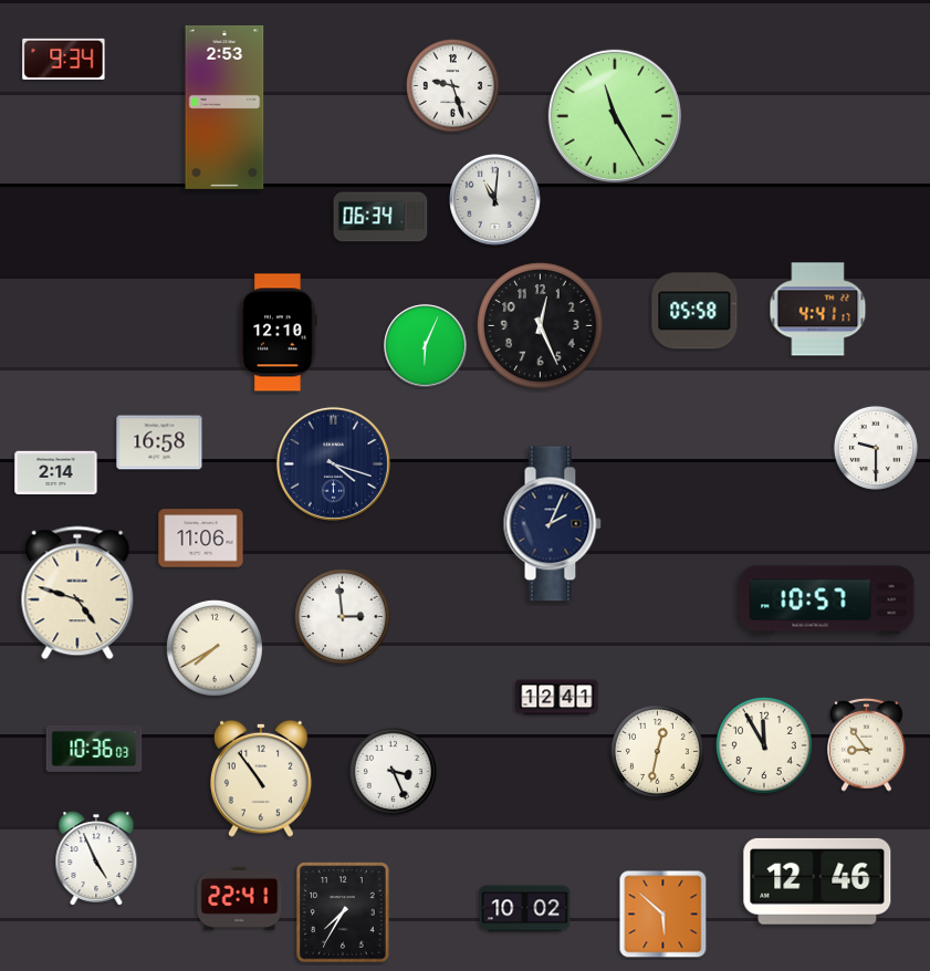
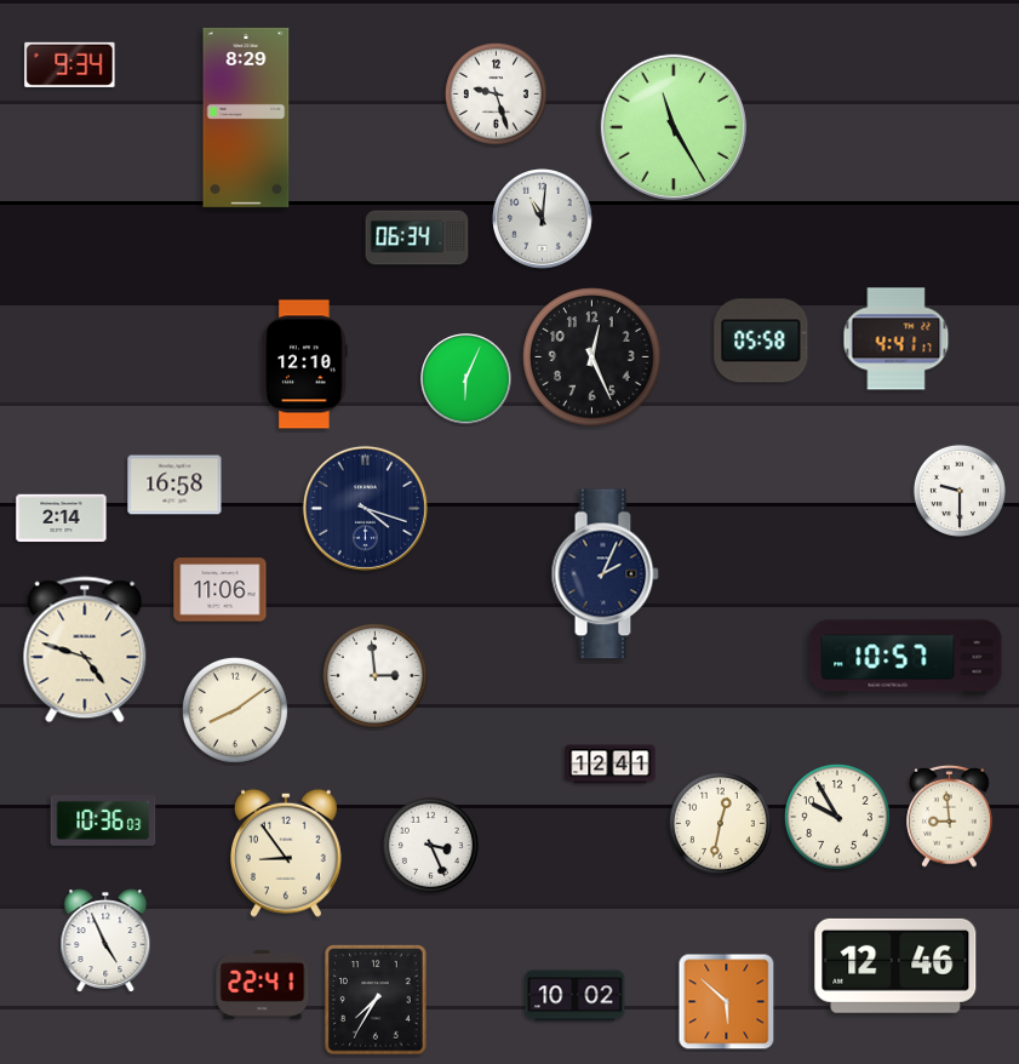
clock at (224, 107): 2:53 -> 8:29
clock at (215, 648): 7:40 -> 8:09
clock at (867, 744): 8:54 -> 8:59
clock at (764, 745): 11:55 -> 9:55
clock at (262, 779): 10:54 -> 8:54
